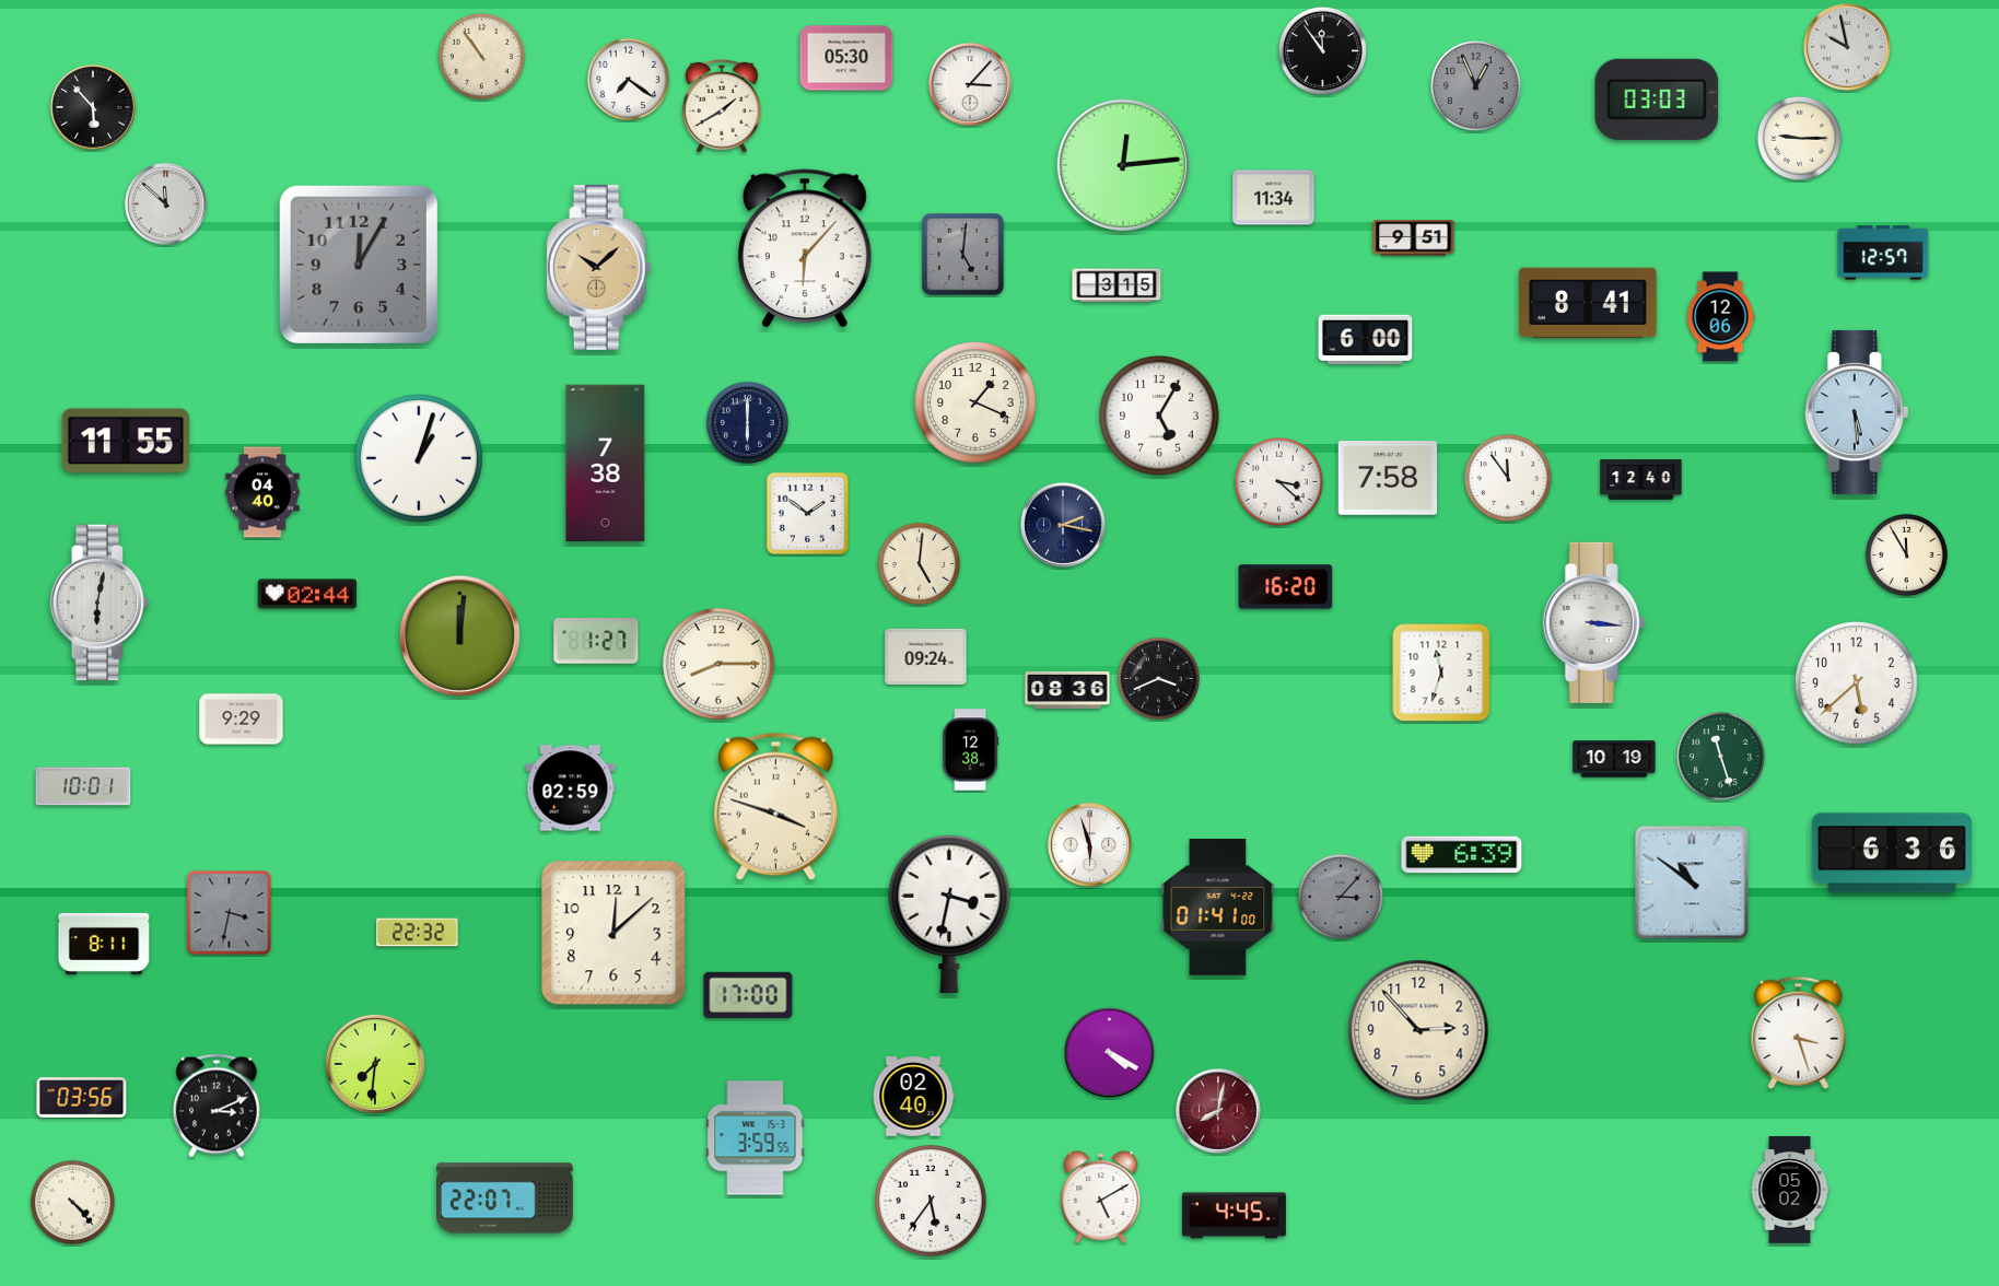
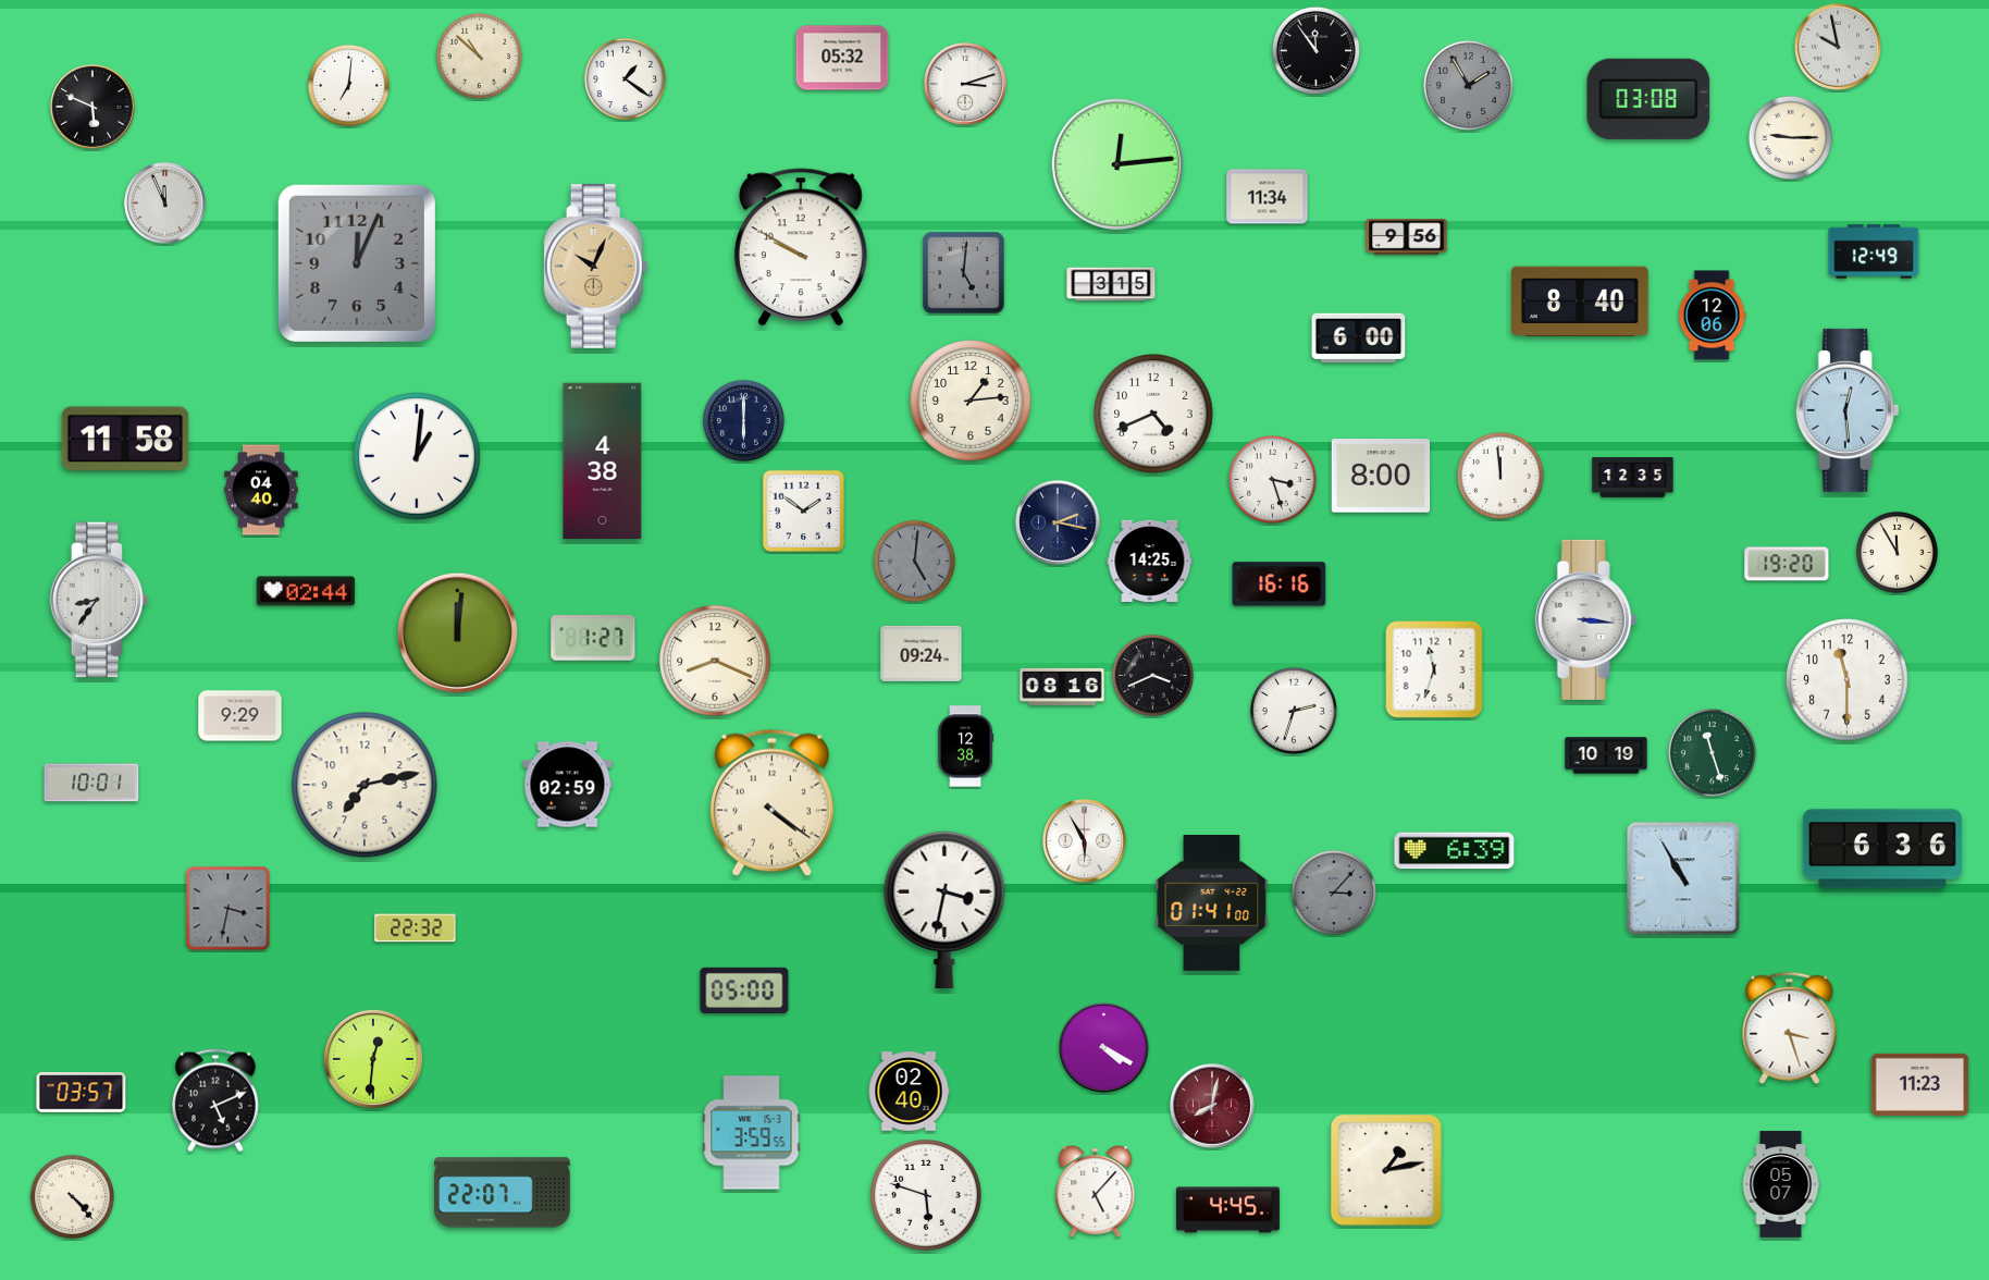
clock at (481, 56): 10:54 -> 10:52
clock at (846, 58): 05:30 -> 05:32
clock at (628, 79): 7:21 -> 1:21
clock at (970, 84): 3:07 -> 3:12
clock at (348, 85): none -> 7:01
clock at (1475, 85): 12:56 -> 1:55
clock at (1657, 100): 03:03 -> 03:08
clock at (722, 106): 1:40 -> none
clock at (94, 108): 5:53 -> 5:49
clock at (166, 204): 11:52 -> 11:56
clock at (1414, 238): 9:51 -> 9:56
clock at (805, 248): 6:07 -> 9:50
clock at (1883, 253): 12:57 -> 12:49
clock at (963, 255) position: (963, 255) -> (964, 273)
clock at (359, 265): 12:05 -> 12:04
clock at (599, 267): 10:08 -> 10:04
clock at (1588, 303): 8:41 -> 8:40
clock at (975, 402): 1:19 -> 1:14
clock at (1857, 412): 5:29 -> 12:29
clock at (1159, 416): 5:05 -> 4:41
clock at (126, 441): 11:55 -> 11:58
clock at (419, 458): 1:03 -> 1:01
clock at (606, 464): 7:38 -> 4:38
clock at (1388, 478): 7:58 -> 8:00
clock at (1508, 478): 11:54 -> 11:59
clock at (1641, 480): 12:40 -> 12:35
clock at (1278, 481): 3:22 -> 3:27
clock at (919, 563) dial: cream -> grey
clock at (1150, 561): none -> 14:25
clock at (1787, 564): none -> 19:20
clock at (1286, 587): 16:20 -> 16:16
clock at (100, 603): 6:02 -> 8:36
clock at (720, 665): 8:15 -> 8:19
clock at (1857, 683): 5:38 -> 11:30
clock at (1067, 690): 08:36 -> 08:16
clock at (1294, 711): none -> 2:33
clock at (83, 786) position: (83, 786) -> (91, 783)
clock at (365, 785): none -> 7:13
clock at (775, 806): 3:48 -> 4:21
clock at (1090, 845): 5:57 -> 5:55
clock at (1692, 882): 10:51 -> 10:55
clock at (613, 933): 12:08 -> none
clock at (104, 944): 8:11 -> none
clock at (748, 994): 17:00 -> 05:00
clock at (1418, 1030): 2:53 -> none
clock at (375, 1064): 7:31 -> 12:31
clock at (1920, 1084): none -> 11:23
clock at (82, 1098): 03:56 -> 03:57
clock at (217, 1106): 3:11 -> 5:11
clock at (1386, 1170): none -> 1:13
clock at (1790, 1190): 05:02 -> 05:07
clock at (1101, 1197): 5:10 -> 5:07
clock at (932, 1202): 5:36 -> 5:48
